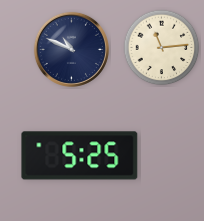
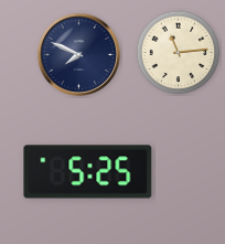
clock at (71, 49): 10:49 -> 7:49
